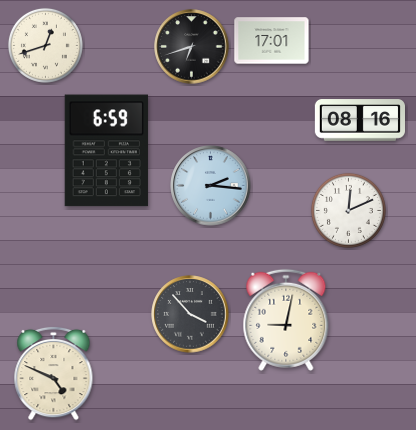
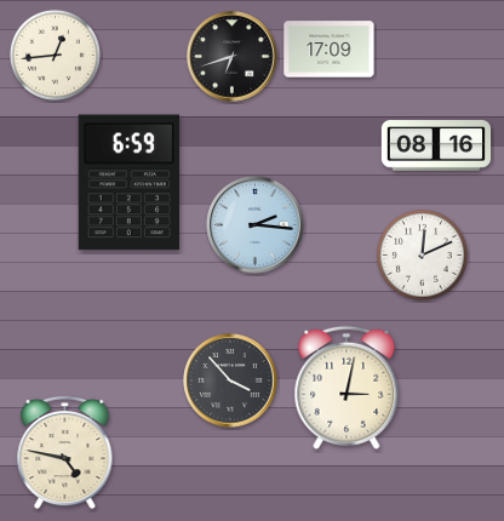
clock at (272, 41): 17:01 -> 17:09
clock at (45, 45): 12:42 -> 12:44
clock at (286, 320): 9:02 -> 3:02
clock at (54, 373): 4:49 -> 4:47
